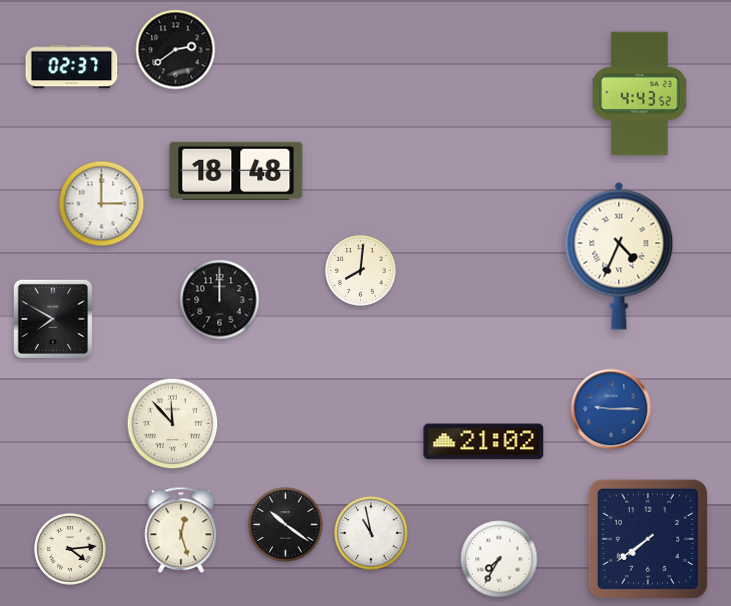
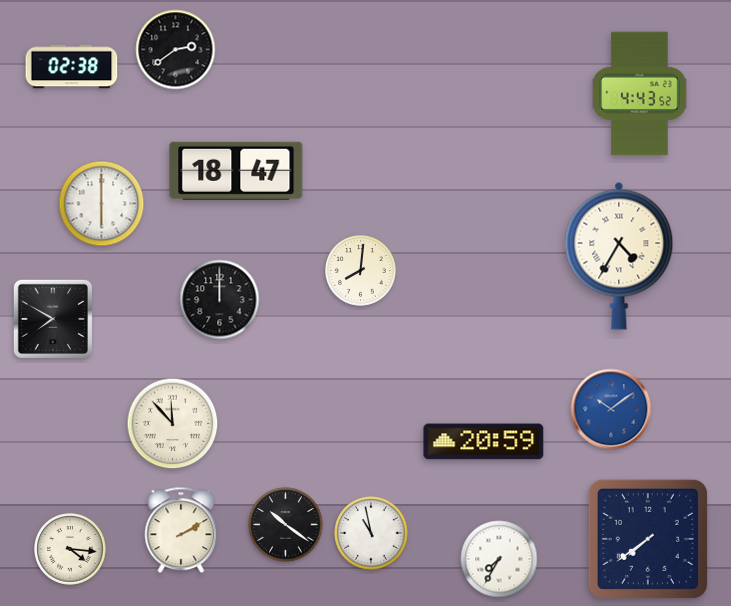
clock at (72, 67): 02:37 -> 02:38
clock at (236, 171): 18:48 -> 18:47
clock at (102, 204): 3:00 -> 6:00
clock at (619, 256): 4:34 -> 4:35
clock at (611, 409): 9:15 -> 10:09
clock at (484, 442): 21:02 -> 20:59
clock at (181, 530): 12:27 -> 2:10
clock at (70, 549): 4:14 -> 4:16
